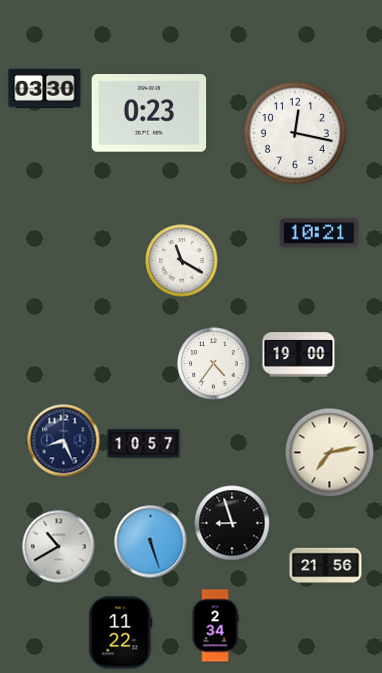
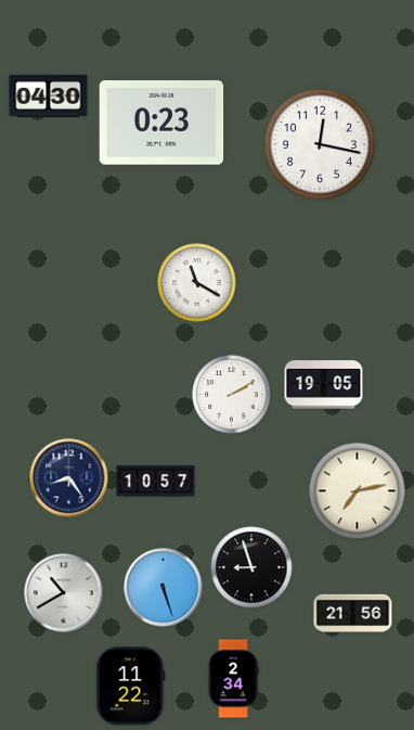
clock at (45, 88): 03:30 -> 04:30
clock at (319, 233): 10:21 -> none
clock at (299, 355): 19:00 -> 19:05
clock at (214, 364): 4:36 -> 2:10
clock at (64, 441): 8:26 -> 8:24
